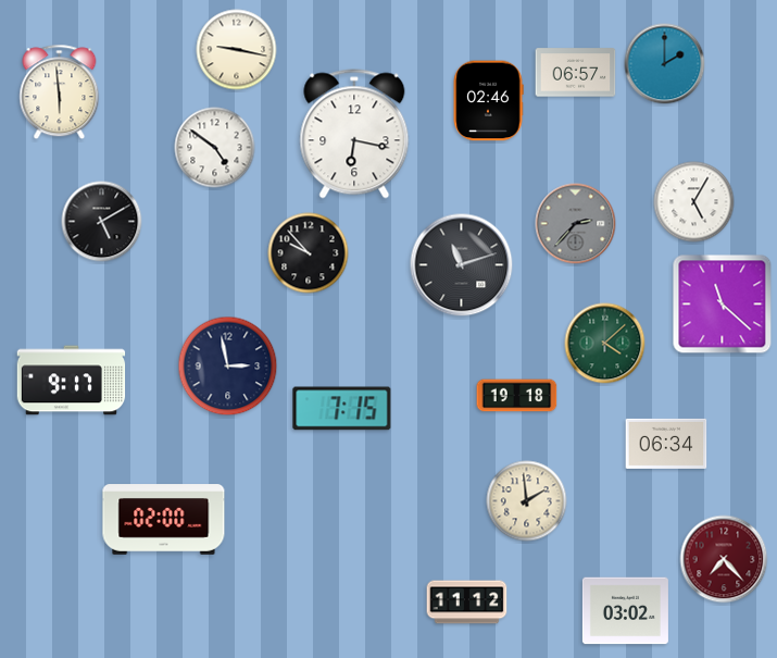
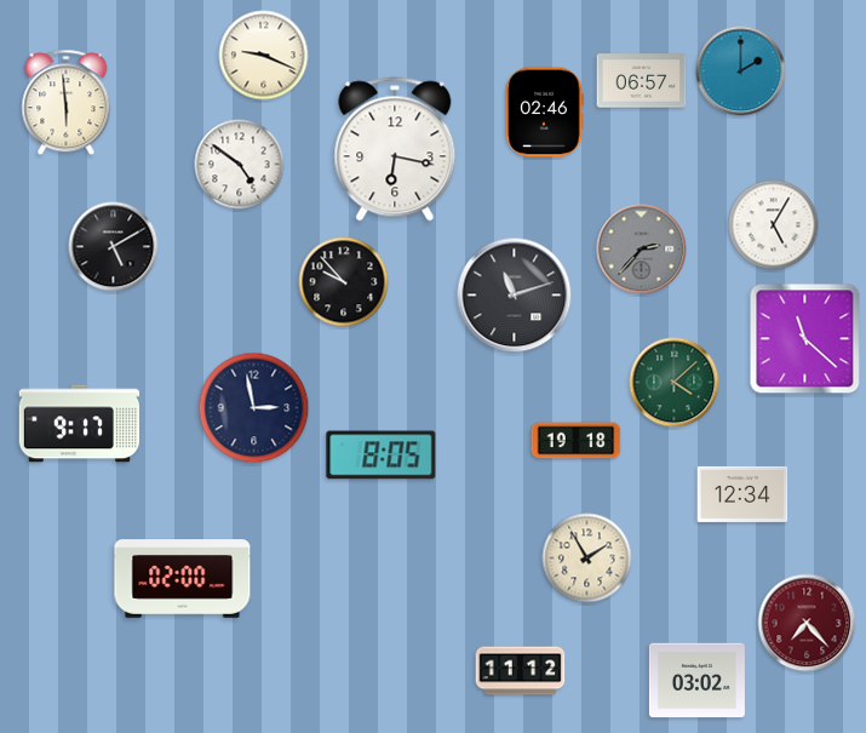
clock at (237, 50): 9:17 -> 9:19
clock at (342, 409): 7:15 -> 8:05
clock at (666, 444): 06:34 -> 12:34
clock at (527, 501): 1:59 -> 1:55
